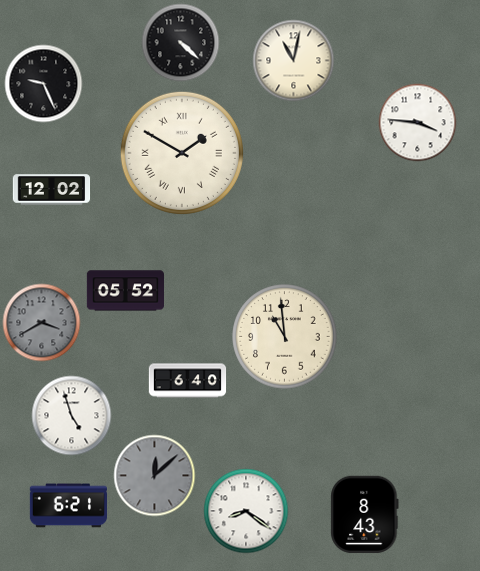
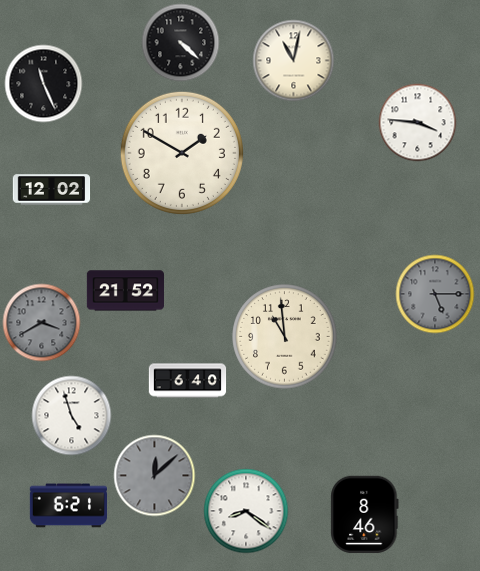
clock at (43, 83): 9:26 -> 11:26
clock at (182, 153) numerals: Roman -> Arabic
clock at (125, 291): 05:52 -> 21:52
clock at (435, 294): none -> 5:15
clock at (365, 514): 8:43 -> 8:46
